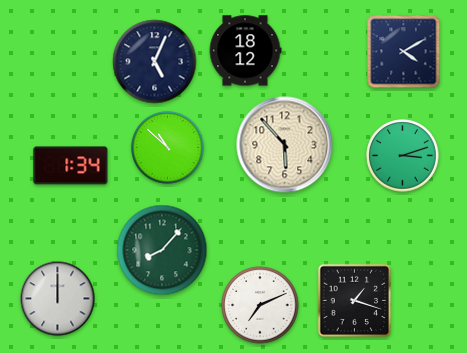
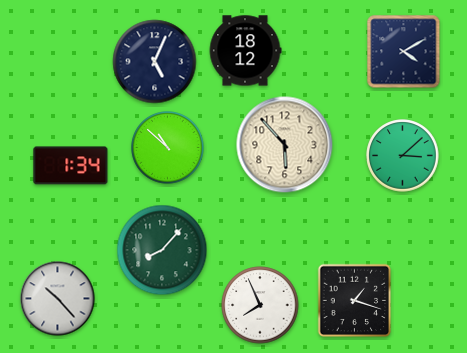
clock at (403, 156): 3:12 -> 3:08
clock at (58, 299): 12:00 -> 10:23
clock at (260, 305): 7:11 -> 7:56
